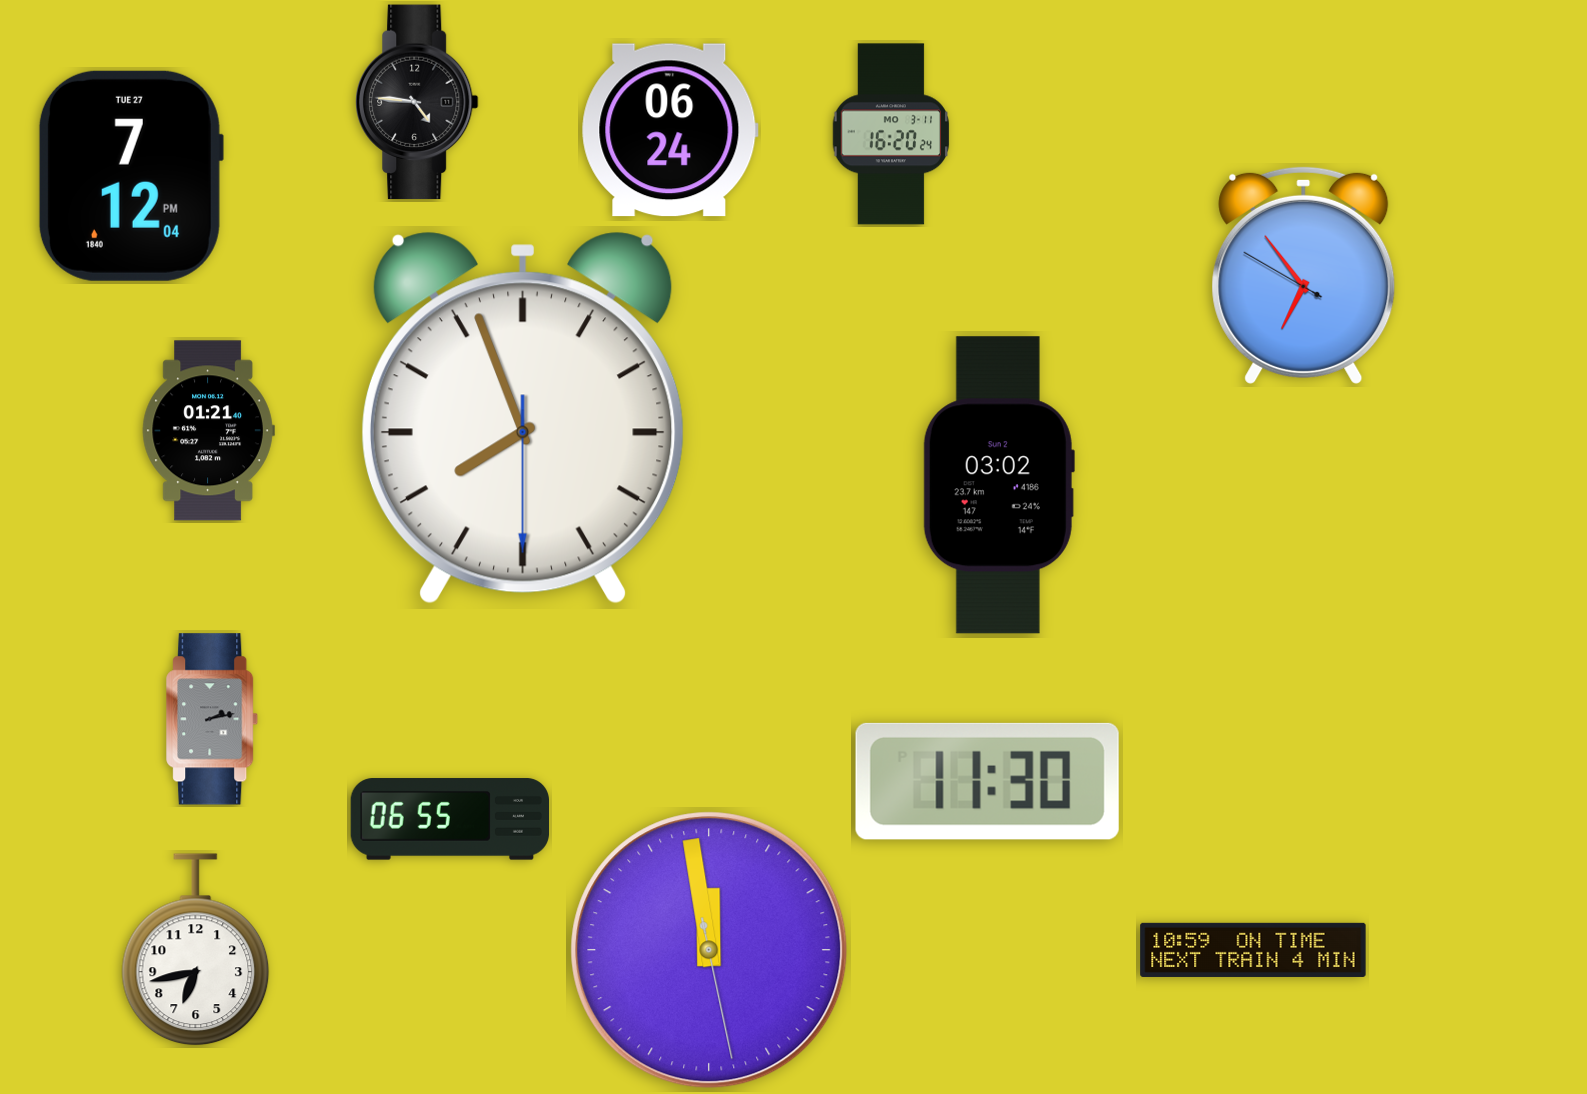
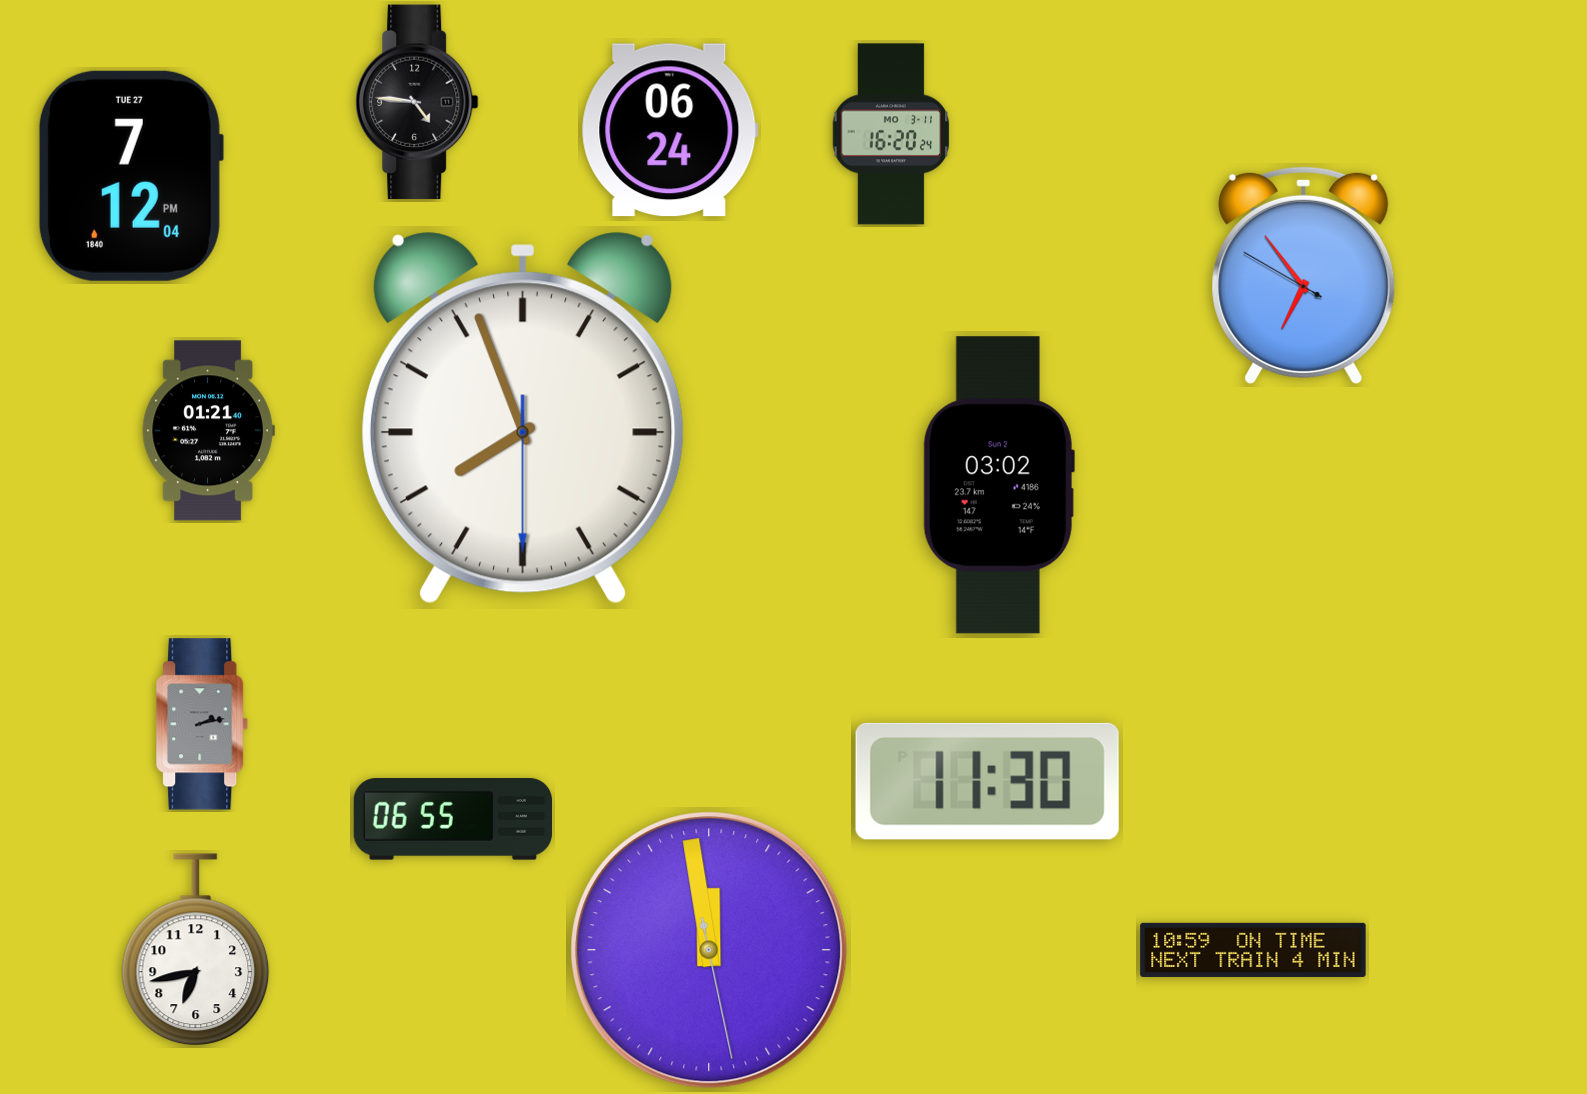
clock at (213, 719) position: (213, 719) -> (203, 724)
clock at (449, 819) position: (449, 819) -> (452, 819)
